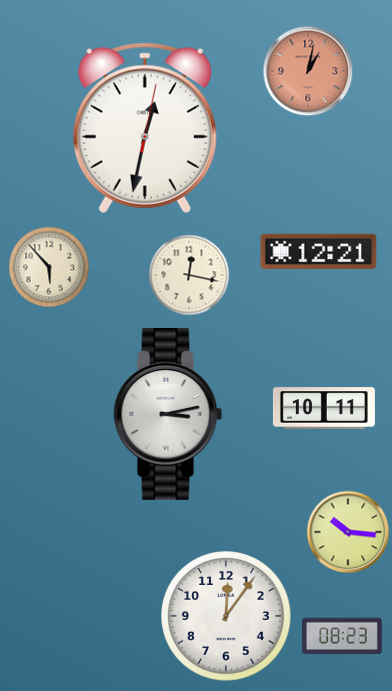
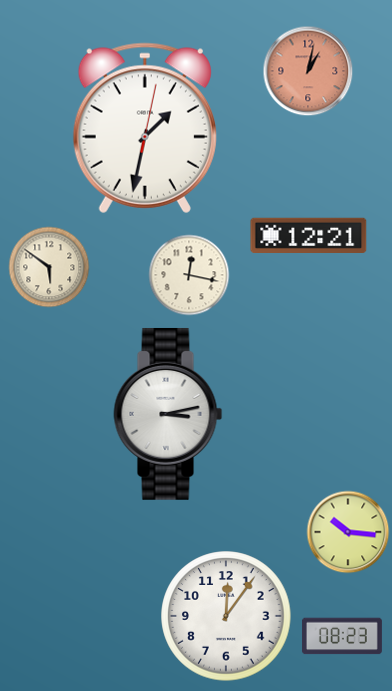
clock at (145, 128): 12:32 -> 1:32
clock at (319, 251) position: (319, 251) -> (309, 235)
clock at (49, 267): 5:53 -> 5:51
clock at (324, 408): 10:11 -> none
